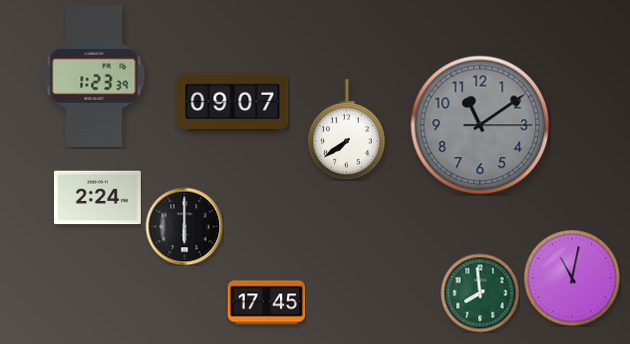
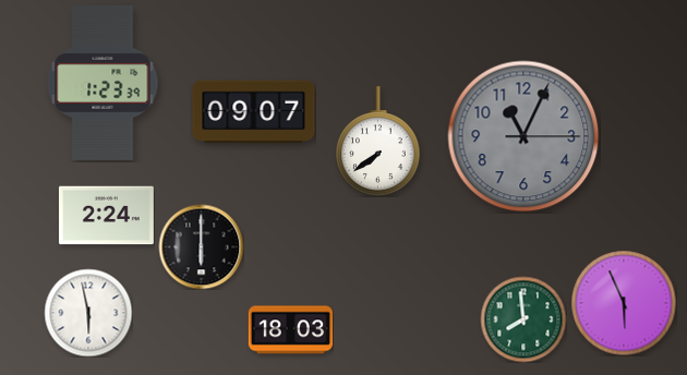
clock at (480, 125): 11:09 -> 11:04
clock at (572, 278): 11:02 -> 5:56
clock at (88, 313): none -> 5:58
clock at (266, 303): 17:45 -> 18:03
